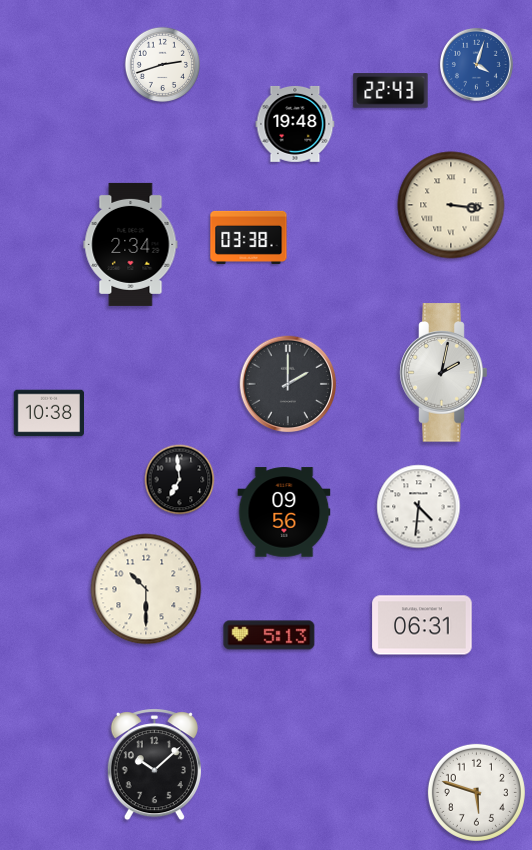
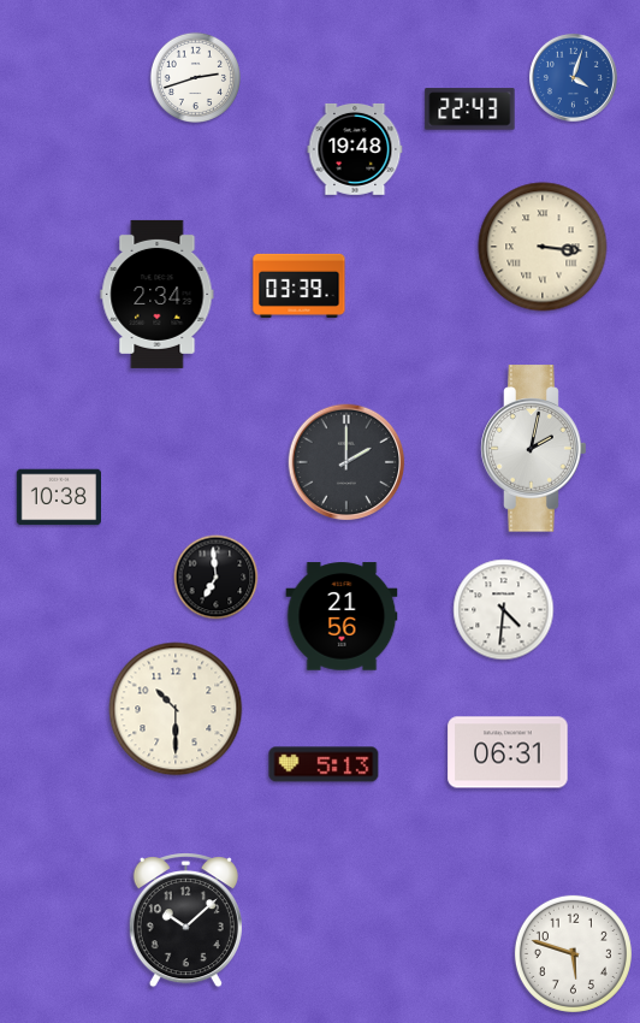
clock at (249, 237): 03:38 -> 03:39
clock at (284, 512): 09:56 -> 21:56
